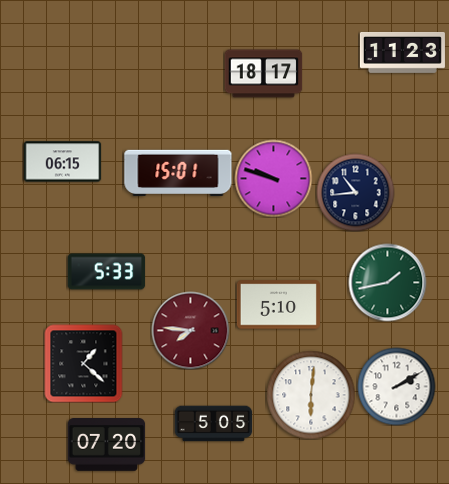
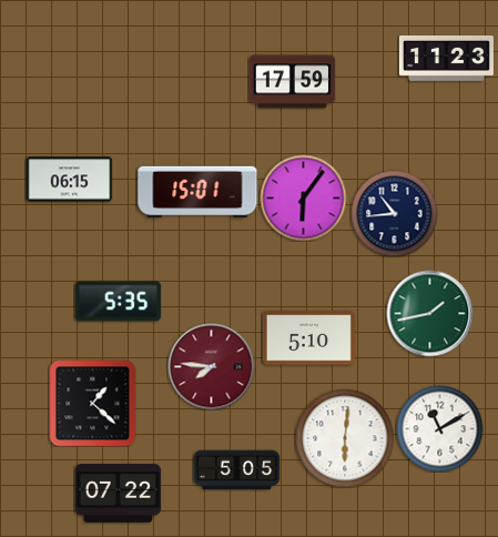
clock at (263, 74): 18:17 -> 17:59
clock at (273, 178): 9:48 -> 6:06
clock at (106, 272): 5:33 -> 5:35
clock at (396, 386): 2:10 -> 11:10
clock at (106, 445): 07:20 -> 07:22
